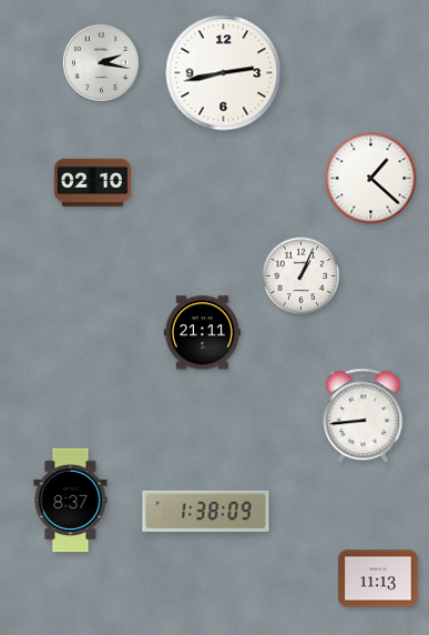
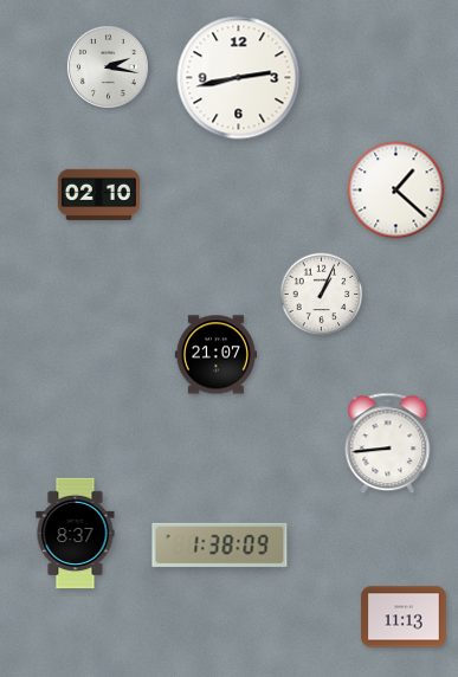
clock at (202, 333): 21:11 -> 21:07
